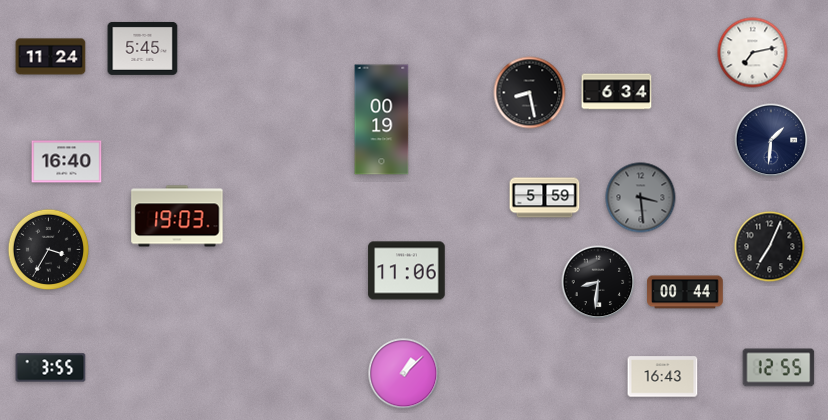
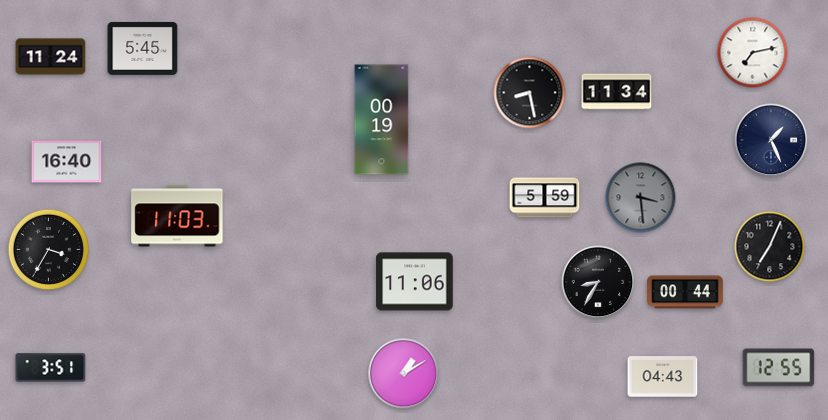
clock at (617, 92): 6:34 -> 11:34
clock at (771, 140): 1:31 -> 1:26
clock at (177, 216): 19:03 -> 11:03
clock at (407, 271) position: (407, 271) -> (415, 282)
clock at (598, 282): 8:31 -> 8:35
clock at (51, 368): 3:55 -> 3:51
clock at (404, 374): 1:08 -> 1:10
clock at (663, 377): 16:43 -> 04:43
